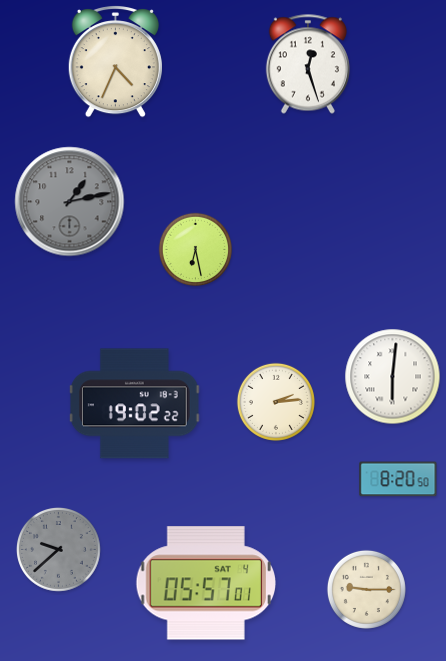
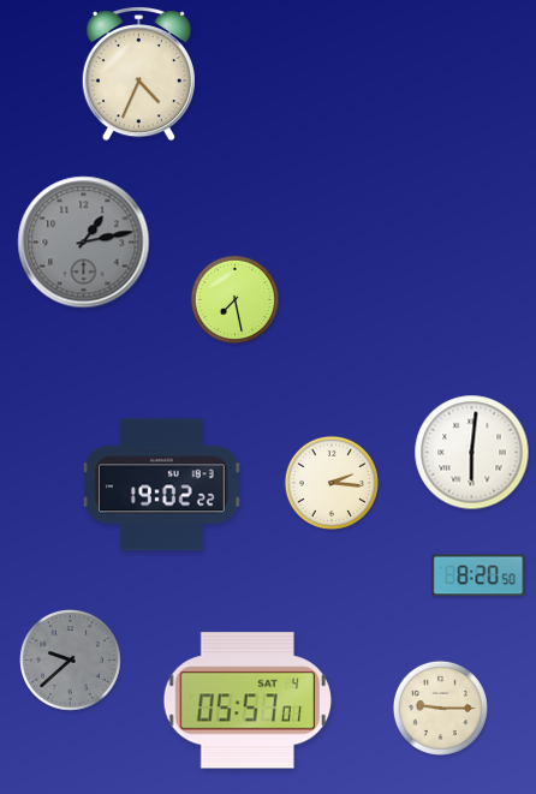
clock at (308, 64): 12:27 -> none
clock at (196, 250): 6:28 -> 7:28
clock at (276, 402): 2:14 -> 2:16
